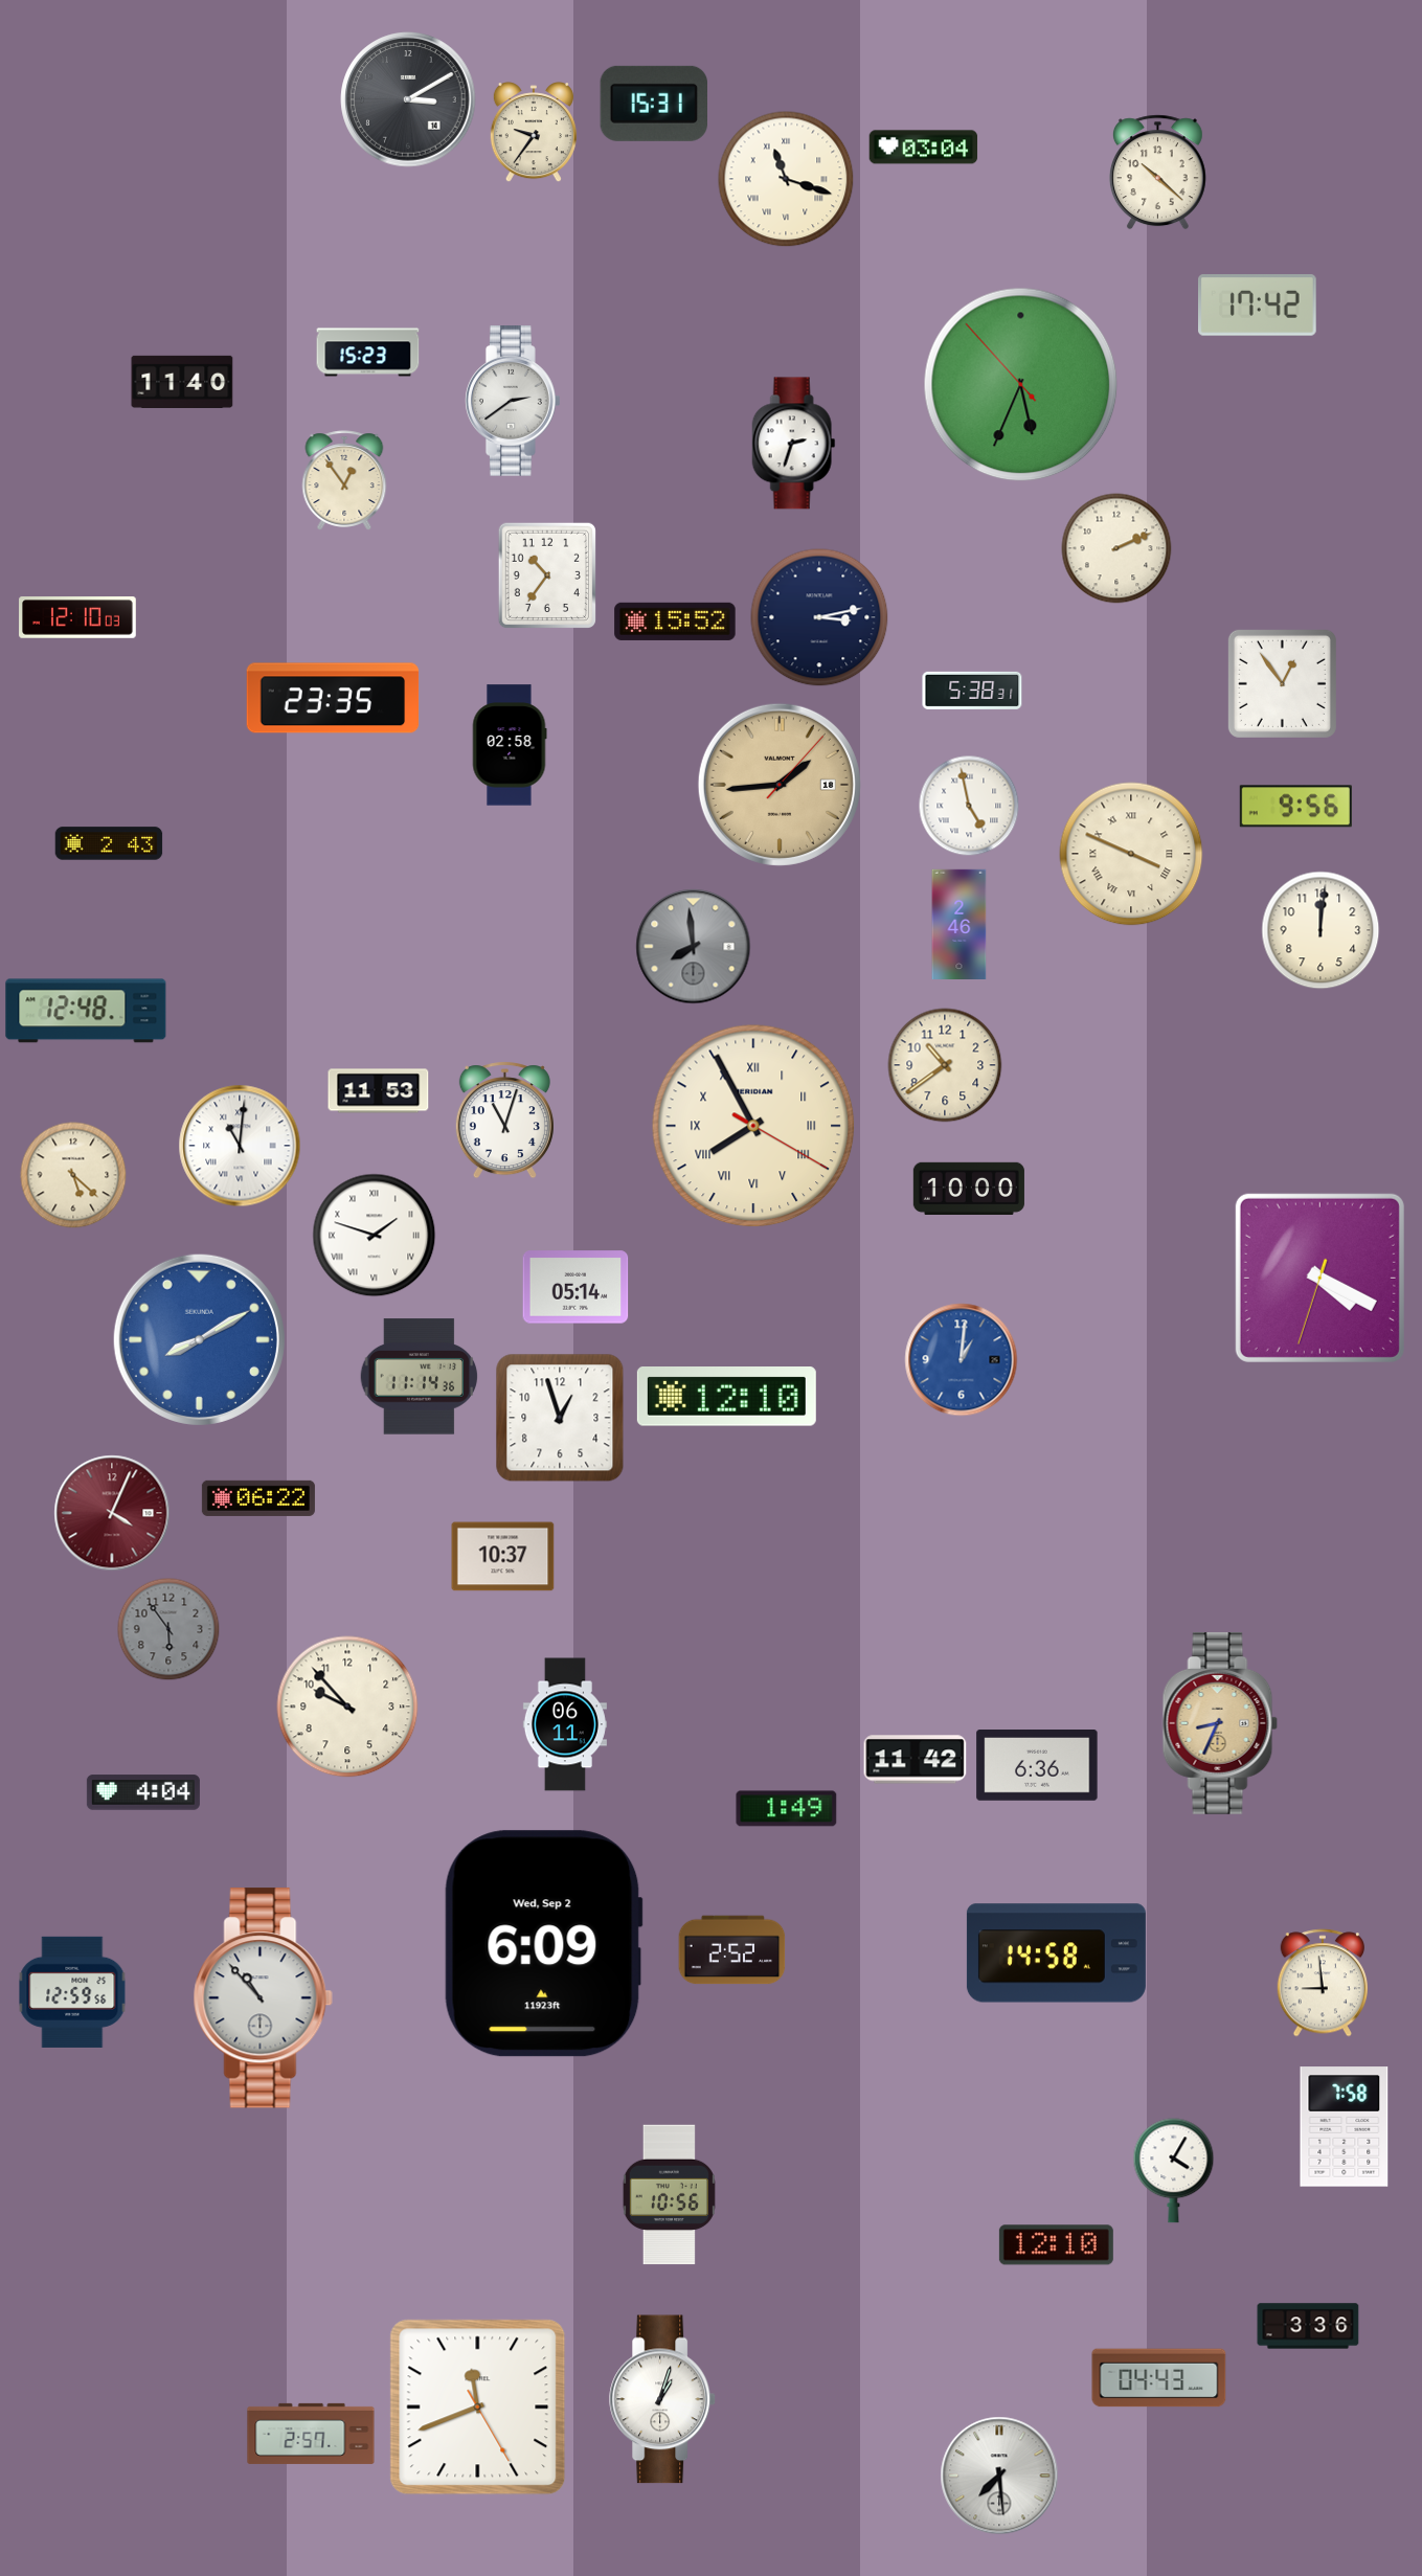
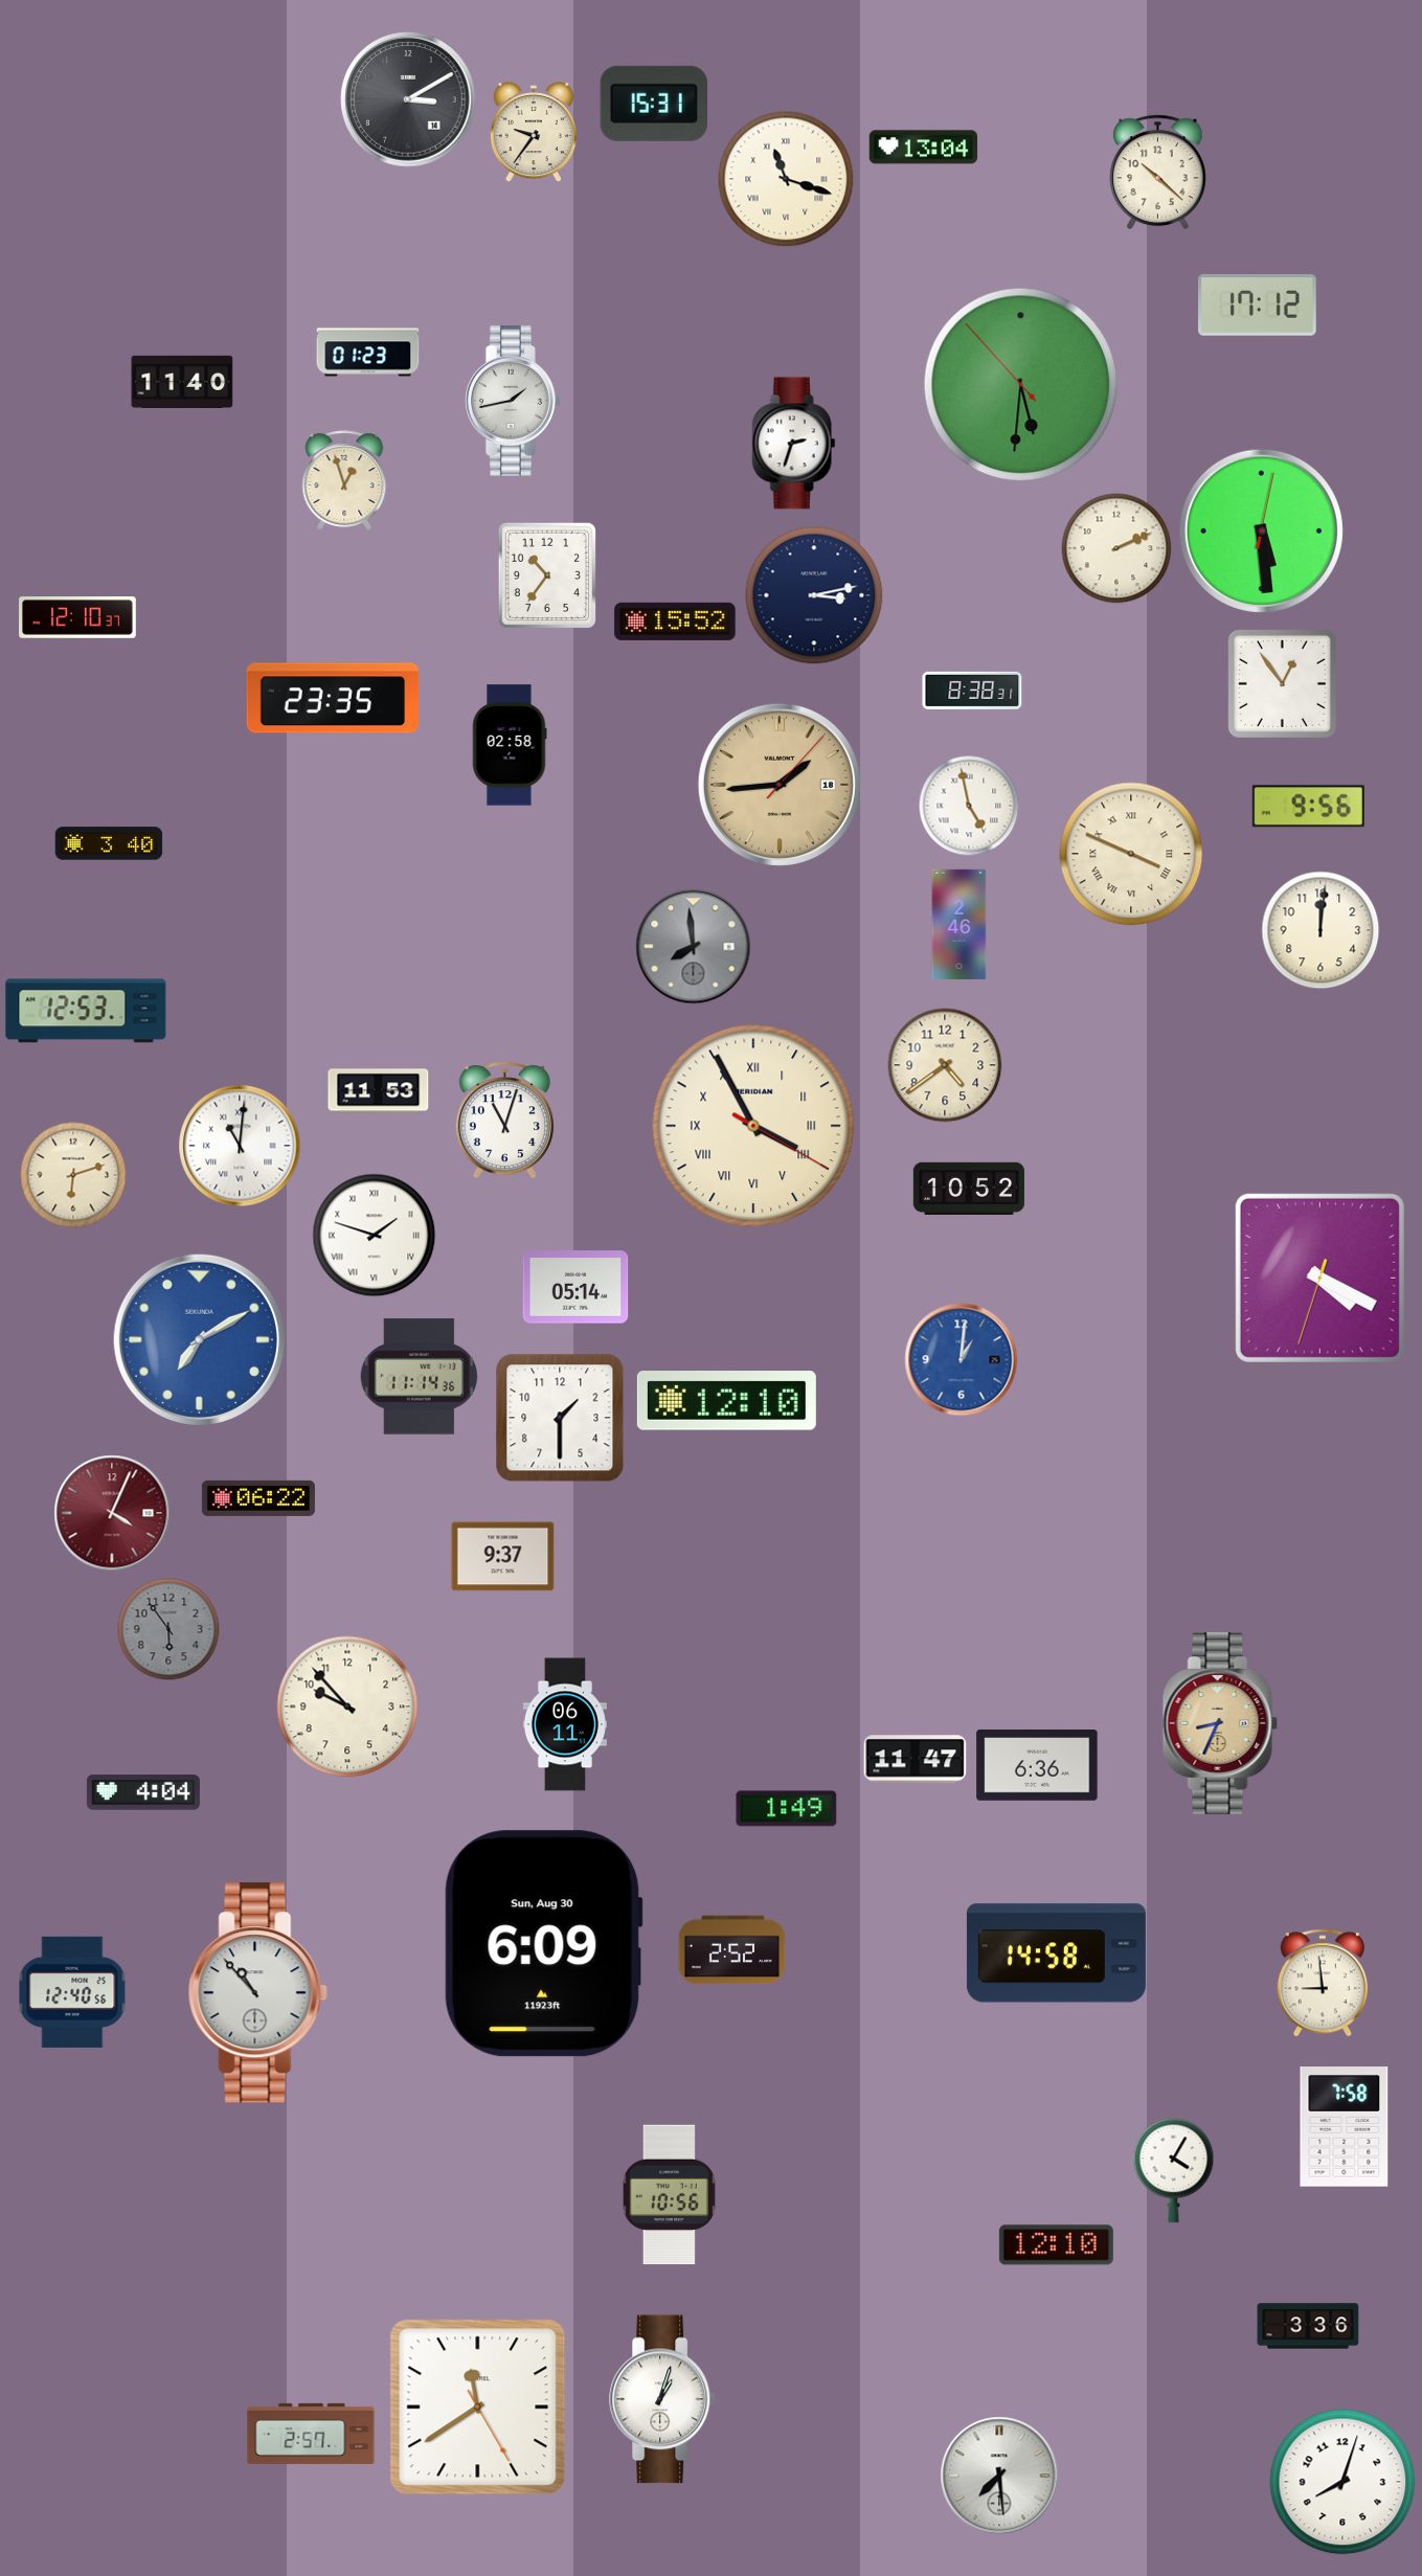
clock at (924, 148): 03:04 -> 13:04
clock at (1258, 306): 17:42 -> 17:12
clock at (368, 353): 15:23 -> 01:23
clock at (1021, 385): 5:33 -> 5:30
clock at (514, 402): 2:39 -> 1:43
clock at (344, 480): 12:54 -> 12:57
clock at (1261, 530): none -> 5:29
clock at (77, 617): 12:10:03 -> 12:10:37
clock at (819, 617) position: (819, 617) -> (814, 595)
clock at (972, 691): 5:38 -> 8:38
clock at (1295, 807) position: (1295, 807) -> (1308, 807)
clock at (109, 843): 2:43 -> 3:40
clock at (86, 1011): 12:48 -> 12:53
clock at (945, 1065): 10:39 -> 4:39
clock at (753, 1126): 7:55 -> 3:55
clock at (73, 1175): 5:22 -> 6:12
clock at (969, 1189): 10:00 -> 10:52
clock at (199, 1339): 8:10 -> 7:10
clock at (726, 1397) position: (726, 1397) -> (726, 1401)
clock at (560, 1418): 12:57 -> 1:30
clock at (503, 1557): 10:37 -> 9:37
clock at (916, 1760): 11:42 -> 11:47
clock at (543, 1944) date: Wed, Sep 2 -> Sun, Aug 30
clock at (72, 1992): 12:59 -> 12:40
clock at (263, 1998) position: (263, 1998) -> (257, 1993)
clock at (1159, 2378): 04:43 -> none
clock at (478, 2408): 11:41 -> 11:39
clock at (1342, 2482): none -> 8:03
